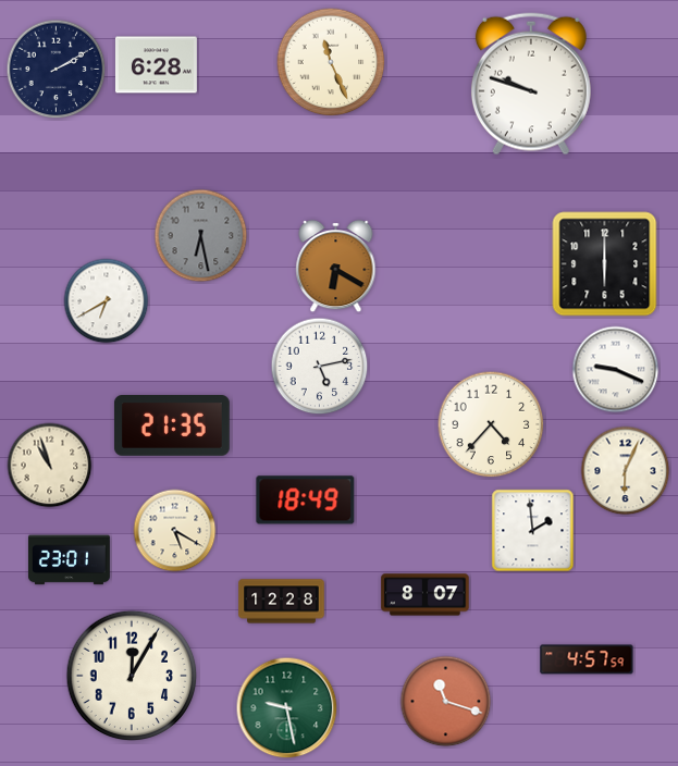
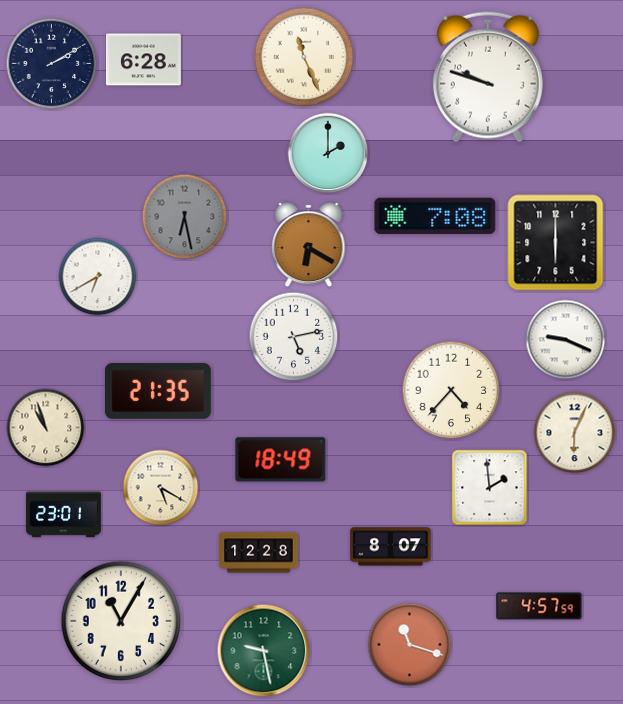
clock at (328, 153): none -> 2:00
clock at (435, 216): none -> 7:08
clock at (132, 676): 12:05 -> 11:05
